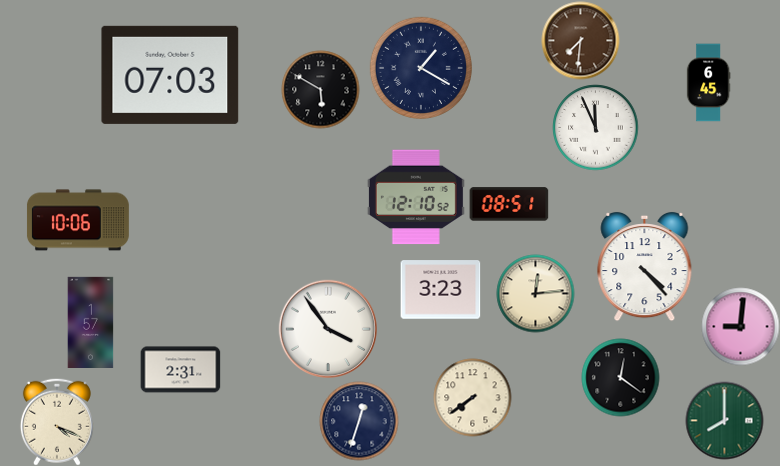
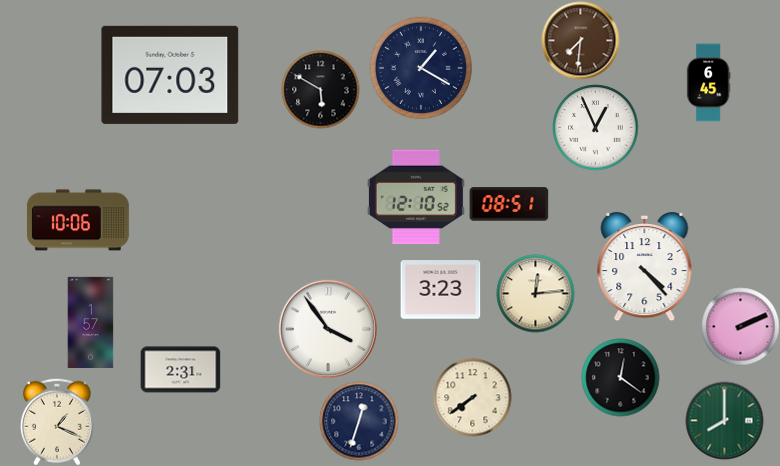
clock at (595, 127): 11:56 -> 12:56
clock at (740, 326): 9:01 -> 2:11
clock at (57, 422): 4:19 -> 1:19
